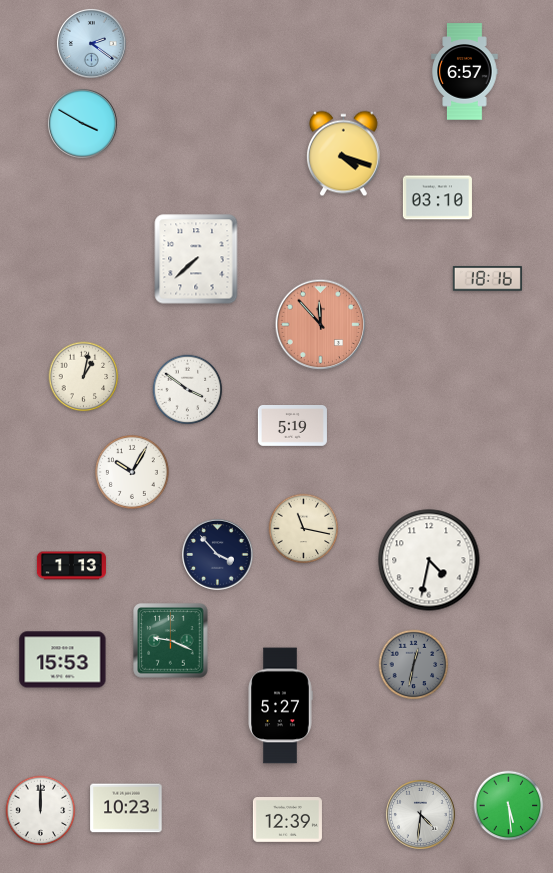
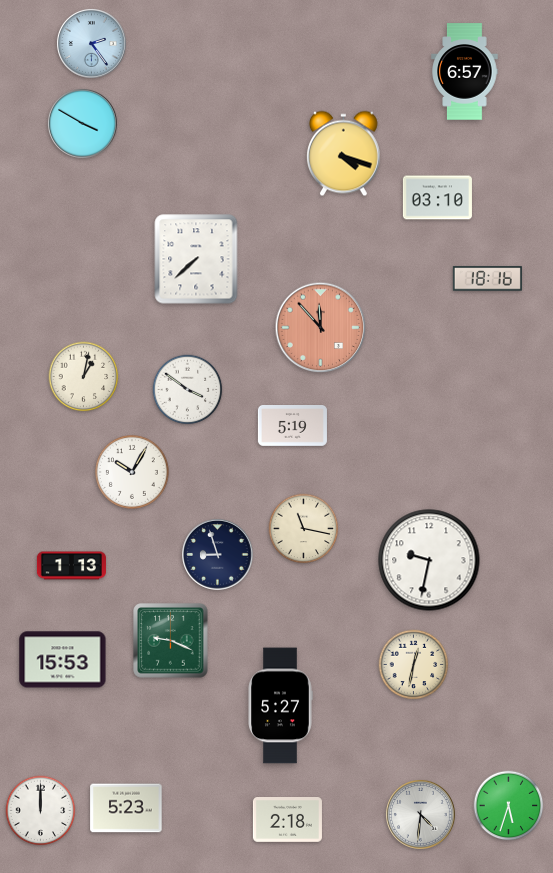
clock at (91, 43): 2:21 -> 2:24
clock at (321, 325) position: (321, 325) -> (321, 328)
clock at (218, 555): 3:53 -> 8:57
clock at (429, 560): 4:32 -> 9:32
clock at (414, 665) dial: grey -> cream
clock at (509, 806): 5:29 -> 5:33
clock at (126, 808): 10:23 -> 5:23
clock at (287, 820): 12:39 -> 2:18
